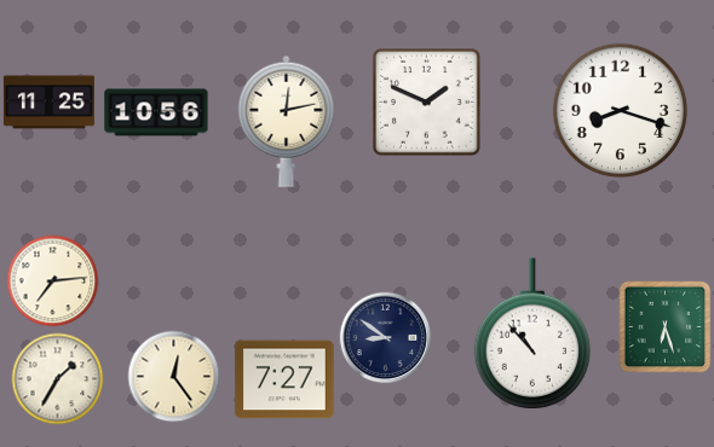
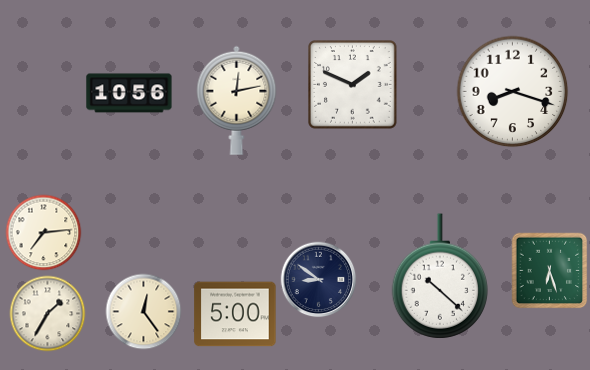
clock at (48, 103): 11:25 -> none
clock at (531, 333): 10:53 -> 10:22
clock at (284, 379): 7:27 -> 5:00
